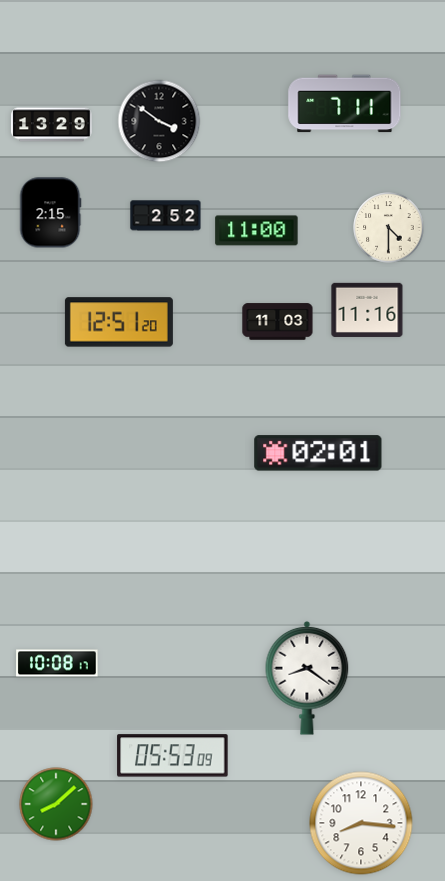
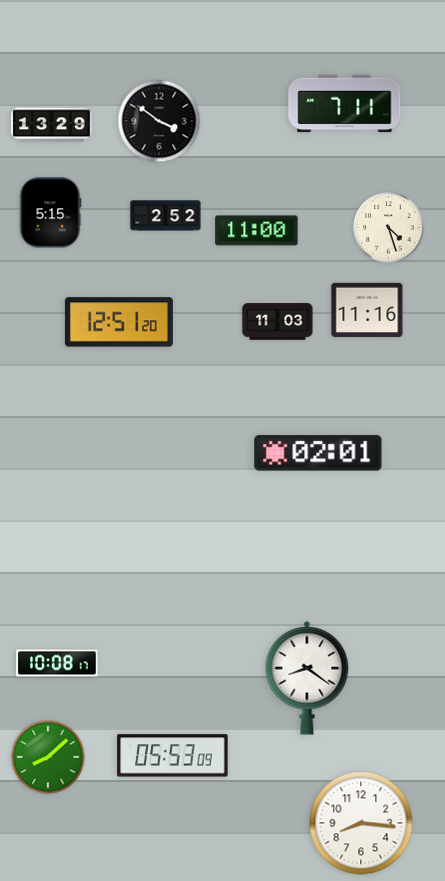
clock at (50, 213): 2:15 -> 5:15
clock at (389, 228): 4:30 -> 4:27
clock at (56, 804) position: (56, 804) -> (48, 757)
